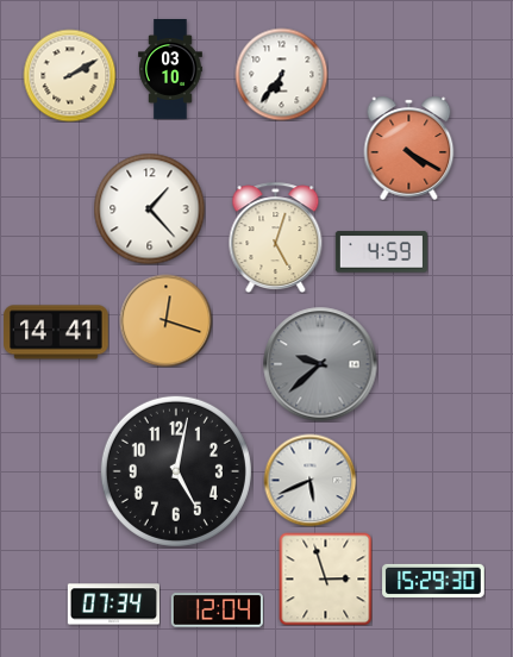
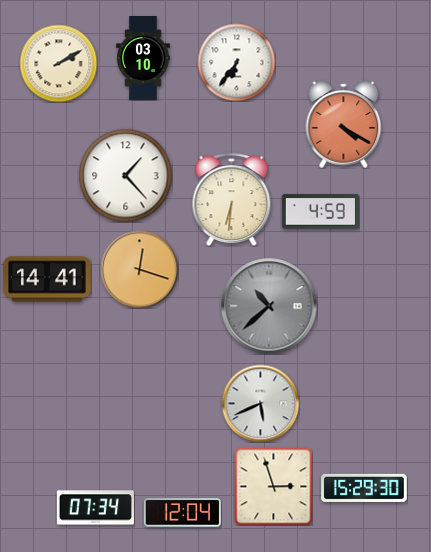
clock at (276, 237): 5:03 -> 6:31
clock at (320, 364): 9:38 -> 10:38
clock at (176, 471): 5:02 -> none
